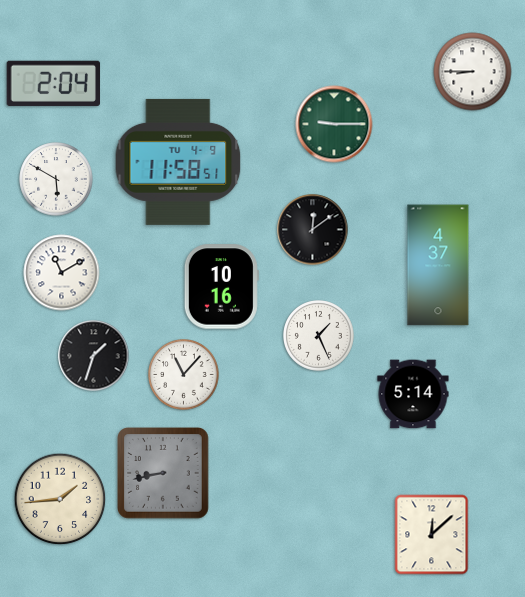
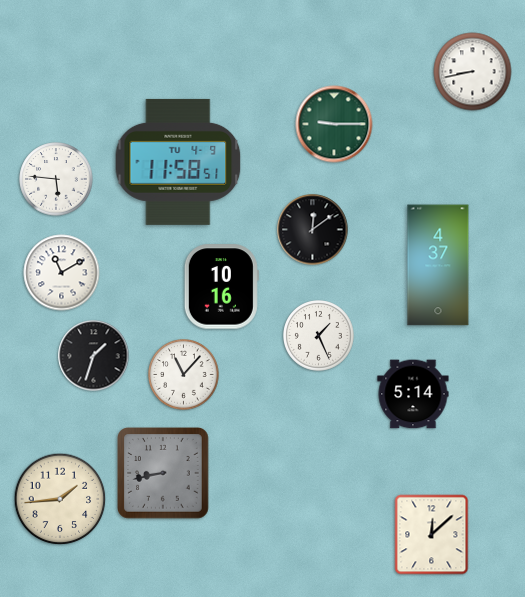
clock at (473, 72): 8:45 -> 8:43
clock at (53, 83): 2:04 -> none
clock at (56, 179): 5:50 -> 5:46
